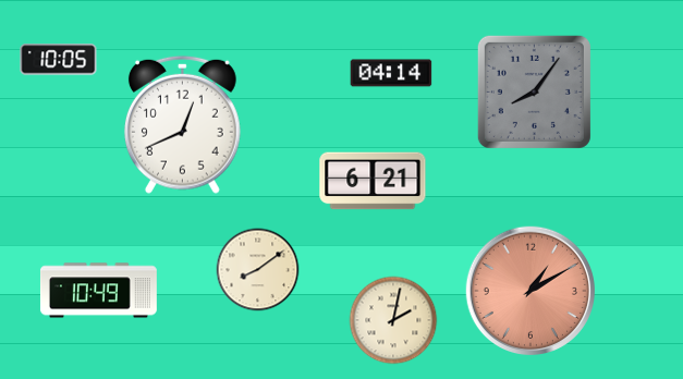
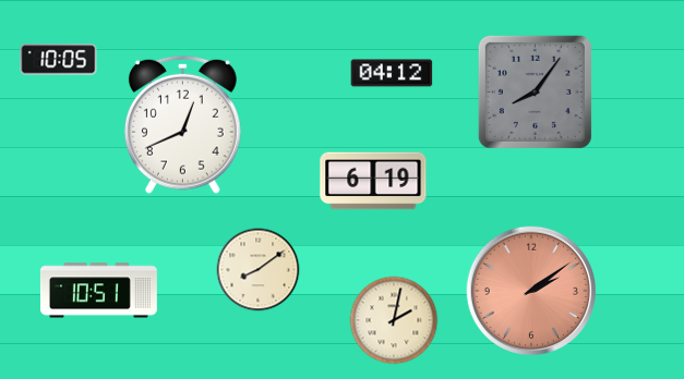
clock at (391, 73): 04:14 -> 04:12
clock at (373, 181): 6:21 -> 6:19
clock at (529, 290): 1:10 -> 2:09
clock at (98, 291): 10:49 -> 10:51
